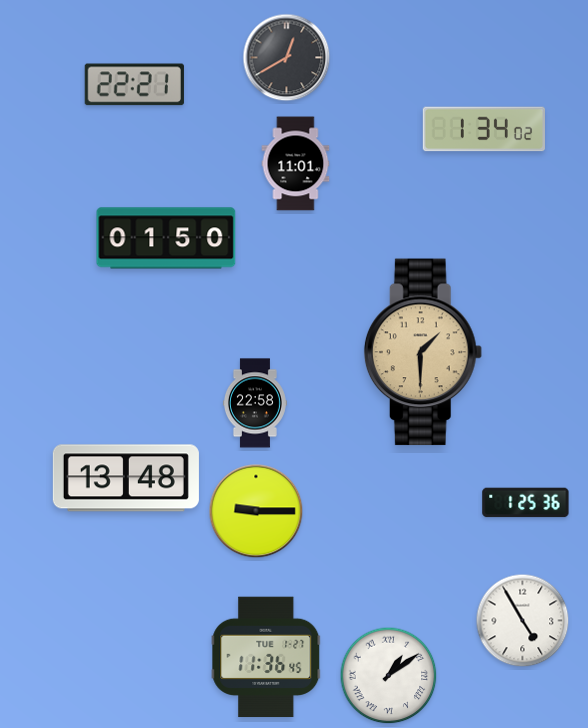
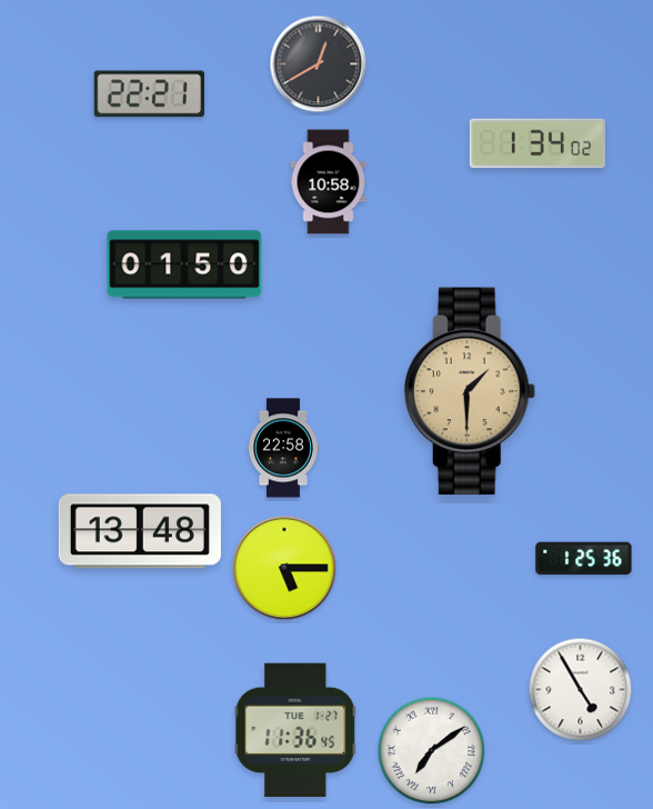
clock at (296, 164): 11:01 -> 10:58
clock at (256, 511): 9:15 -> 5:15
clock at (389, 676): 1:09 -> 7:09
